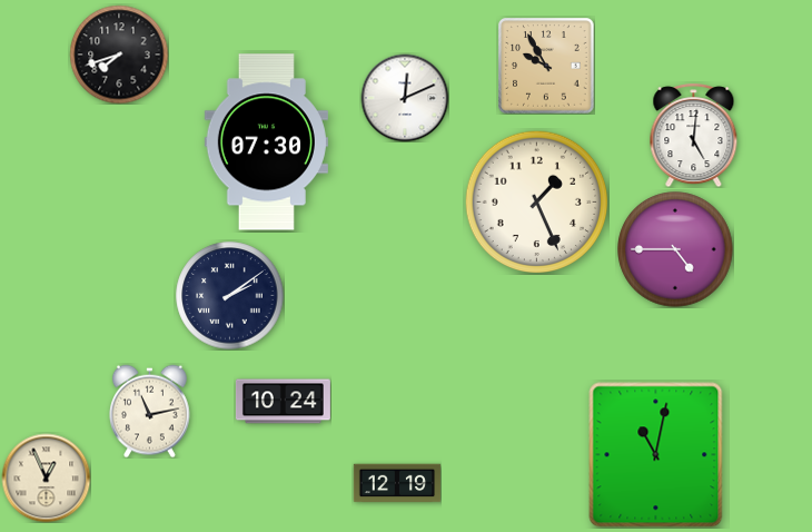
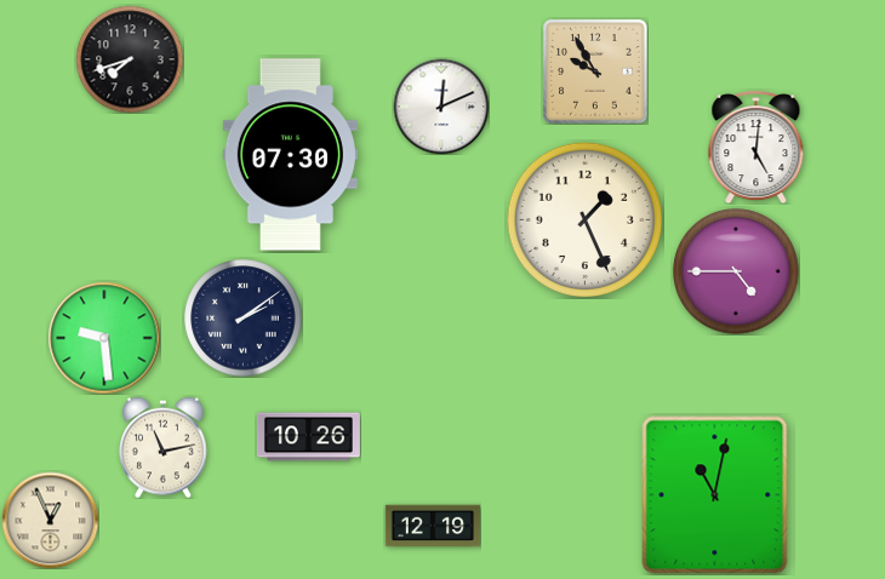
clock at (230, 296) position: (230, 296) -> (244, 319)
clock at (104, 338): none -> 9:29
clock at (283, 402): 10:24 -> 10:26
